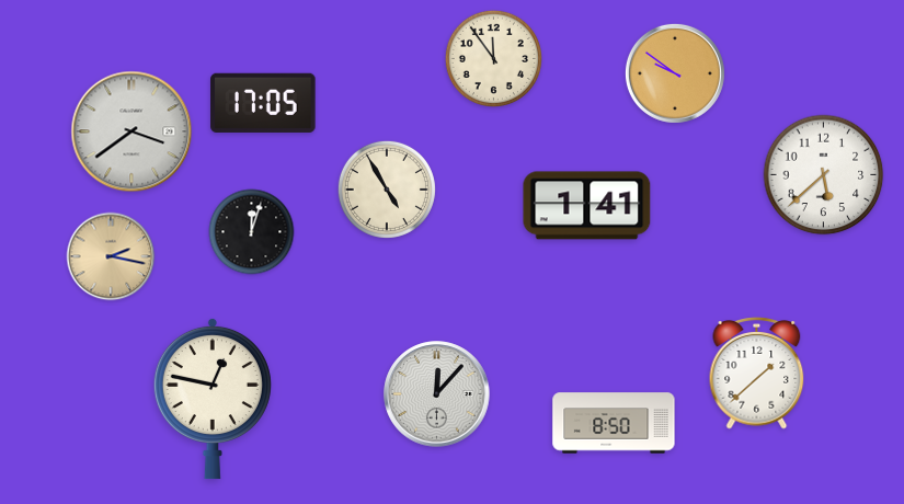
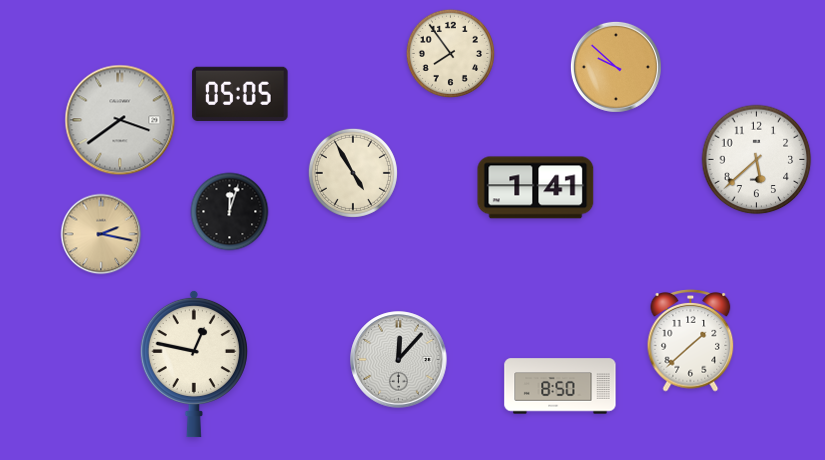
clock at (493, 58): 11:54 -> 7:54
clock at (675, 73): 9:51 -> 9:52
clock at (263, 103): 17:05 -> 05:05
clock at (824, 175) position: (824, 175) -> (757, 160)
